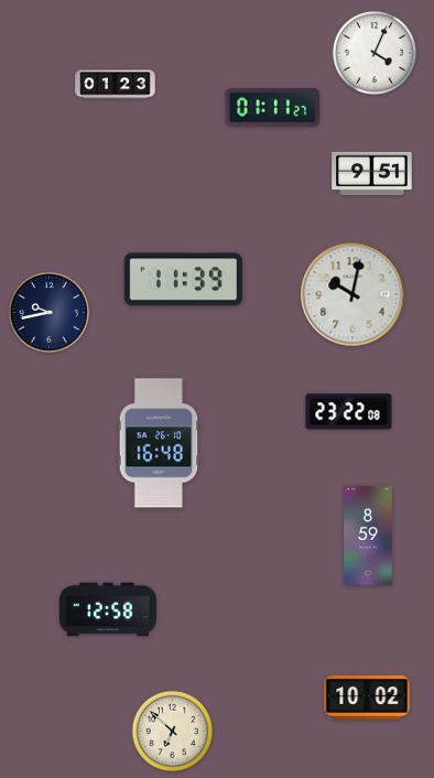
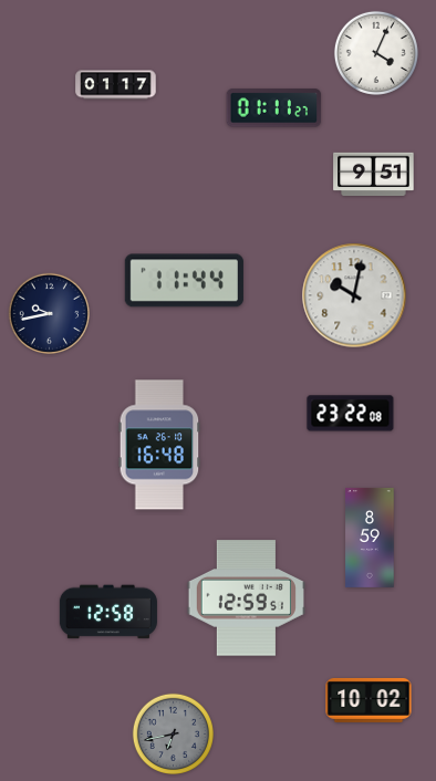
clock at (116, 85): 01:23 -> 01:17
clock at (183, 280): 11:39 -> 11:44
clock at (246, 598): none -> 12:59
clock at (172, 731): 6:52 -> 6:43
clock at (172, 731) dial: cream -> grey
